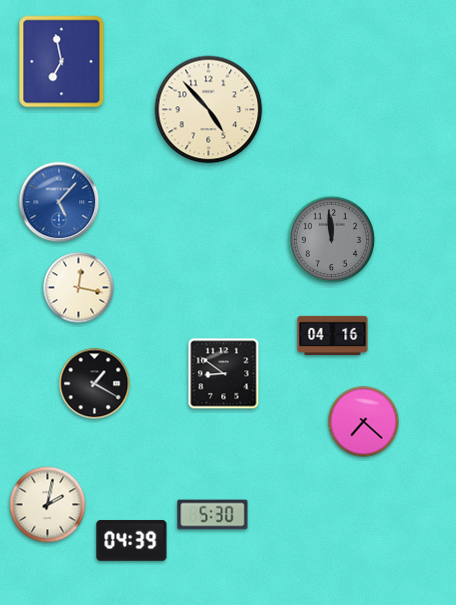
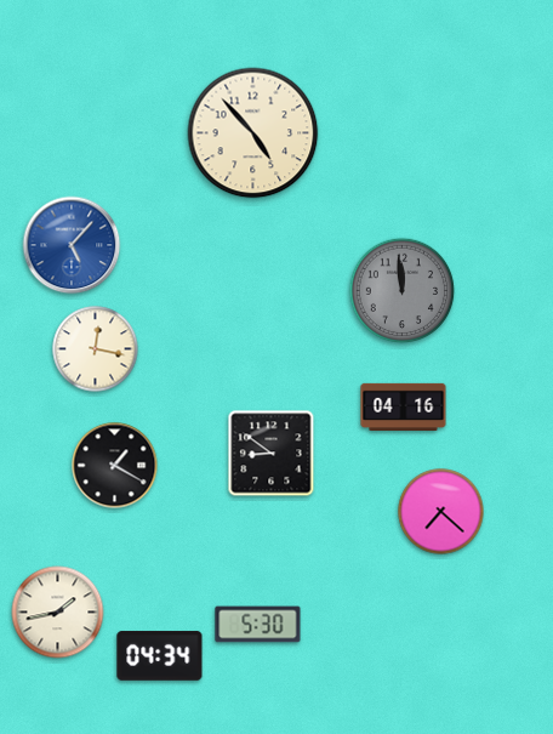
clock at (62, 62): 6:58 -> none
clock at (48, 505): 2:02 -> 1:43
clock at (132, 541): 04:39 -> 04:34
